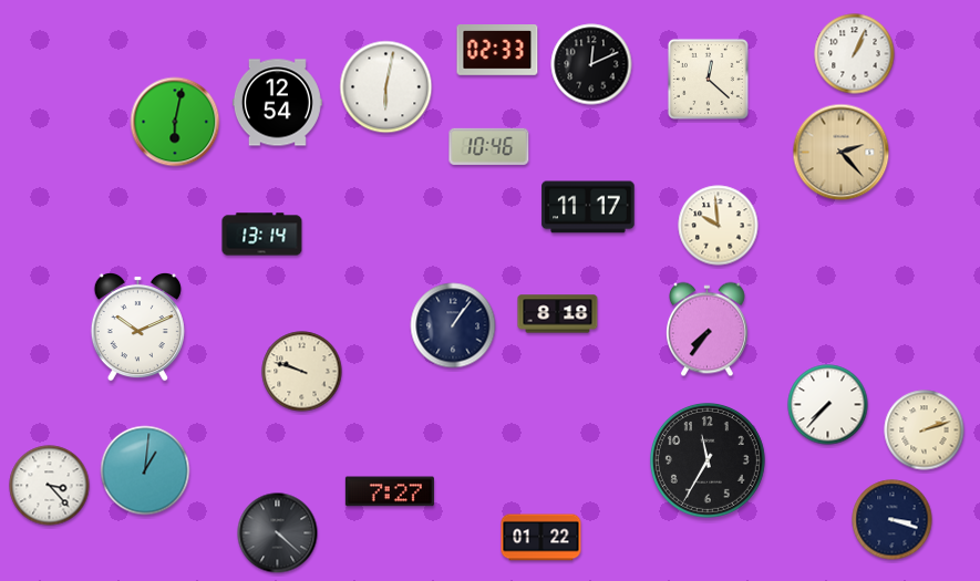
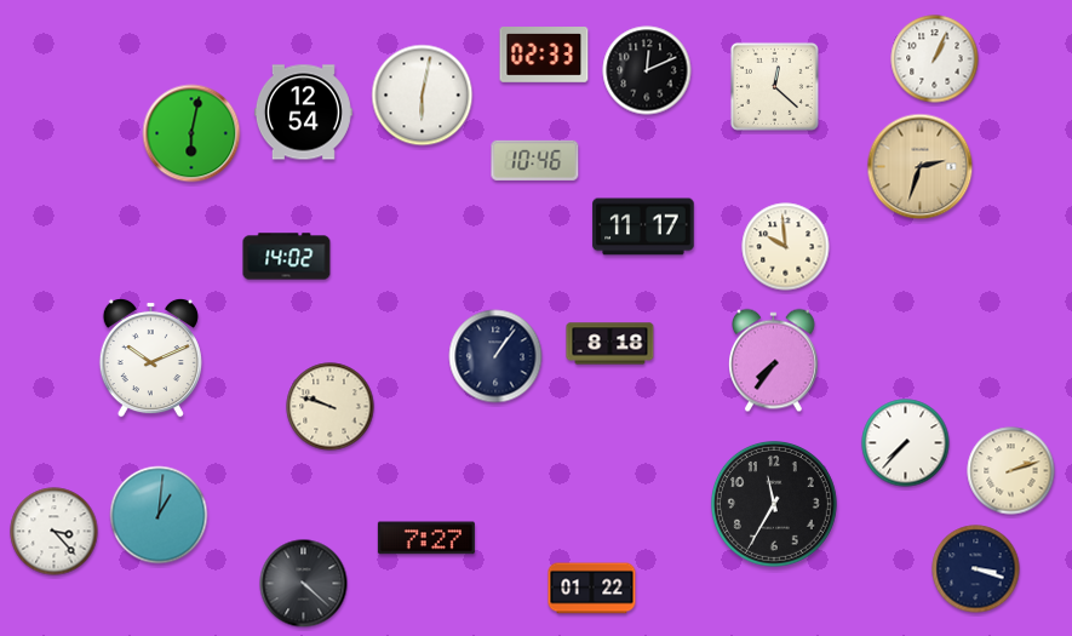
clock at (842, 153): 2:23 -> 2:33
clock at (262, 235): 13:14 -> 14:02
